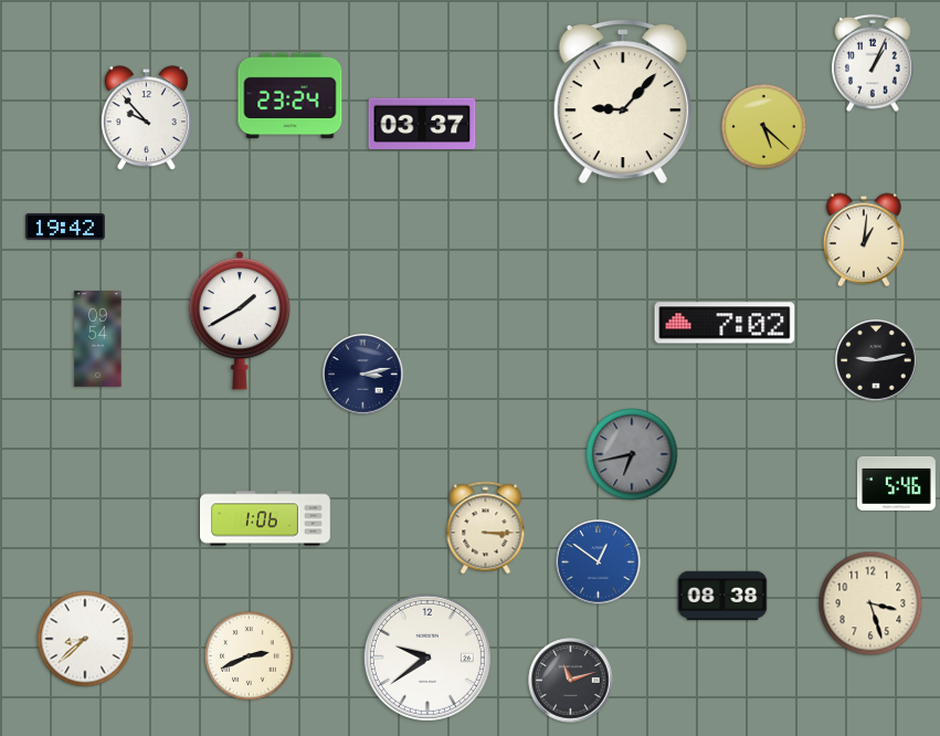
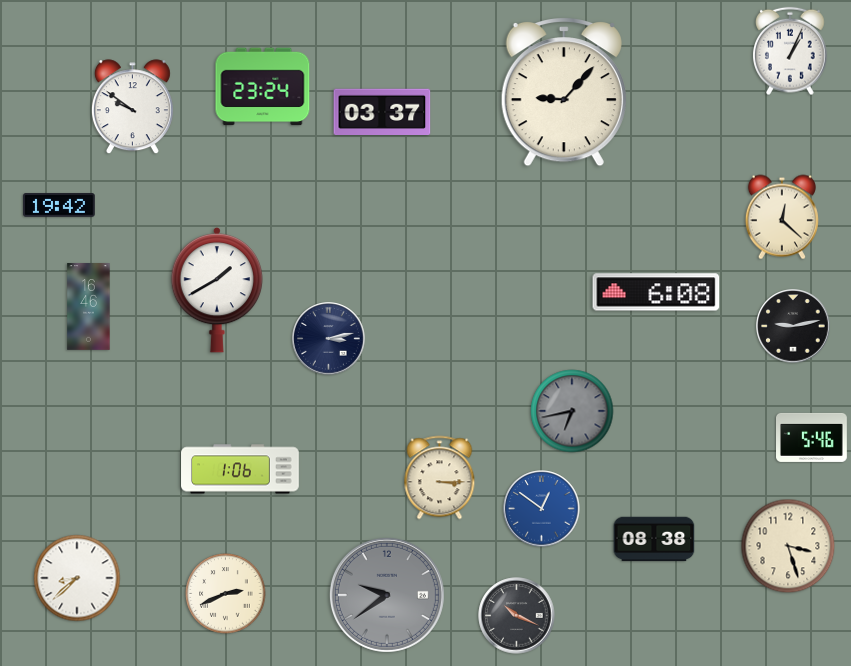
clock at (874, 63) position: (874, 63) -> (791, 51)
clock at (146, 118): 9:53 -> 9:51
clock at (763, 126): 5:22 -> none
clock at (864, 240): 1:01 -> 12:22
clock at (725, 323): 7:02 -> 6:08
clock at (98, 339): 09:54 -> 16:46
clock at (427, 658) dial: white -> grey
clock at (571, 681): 11:12 -> 10:19
